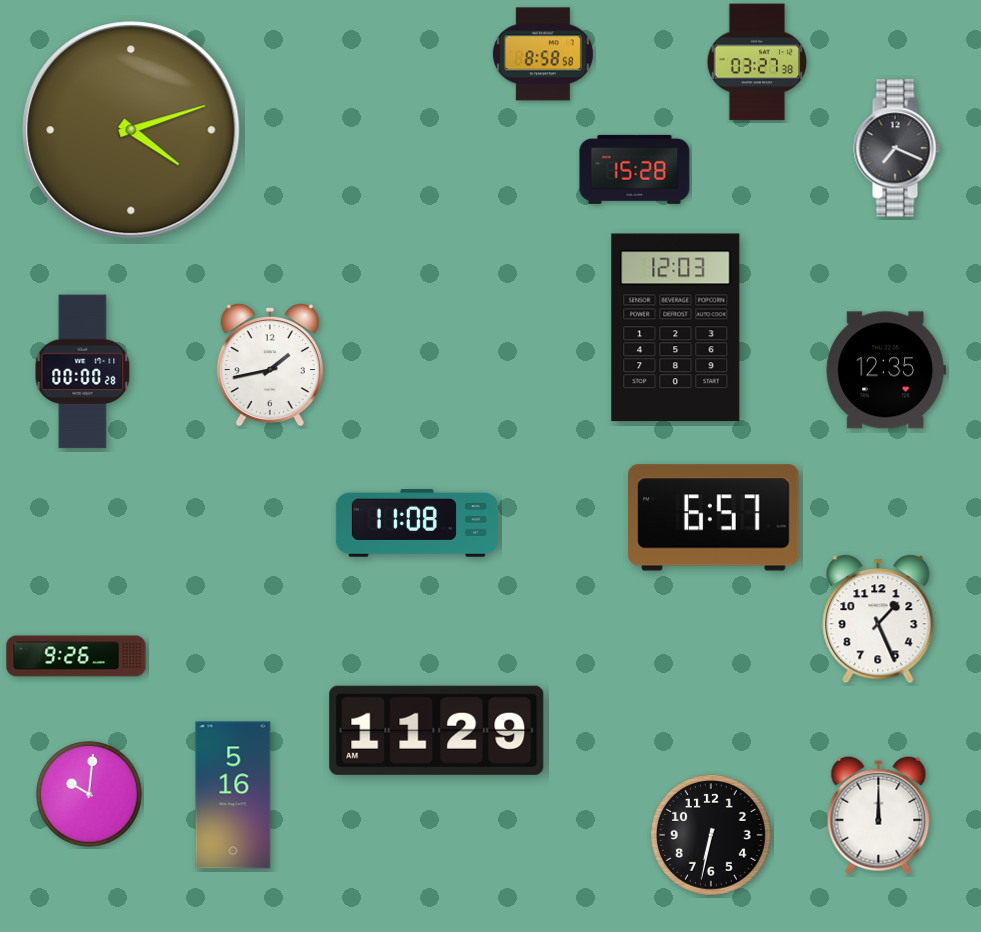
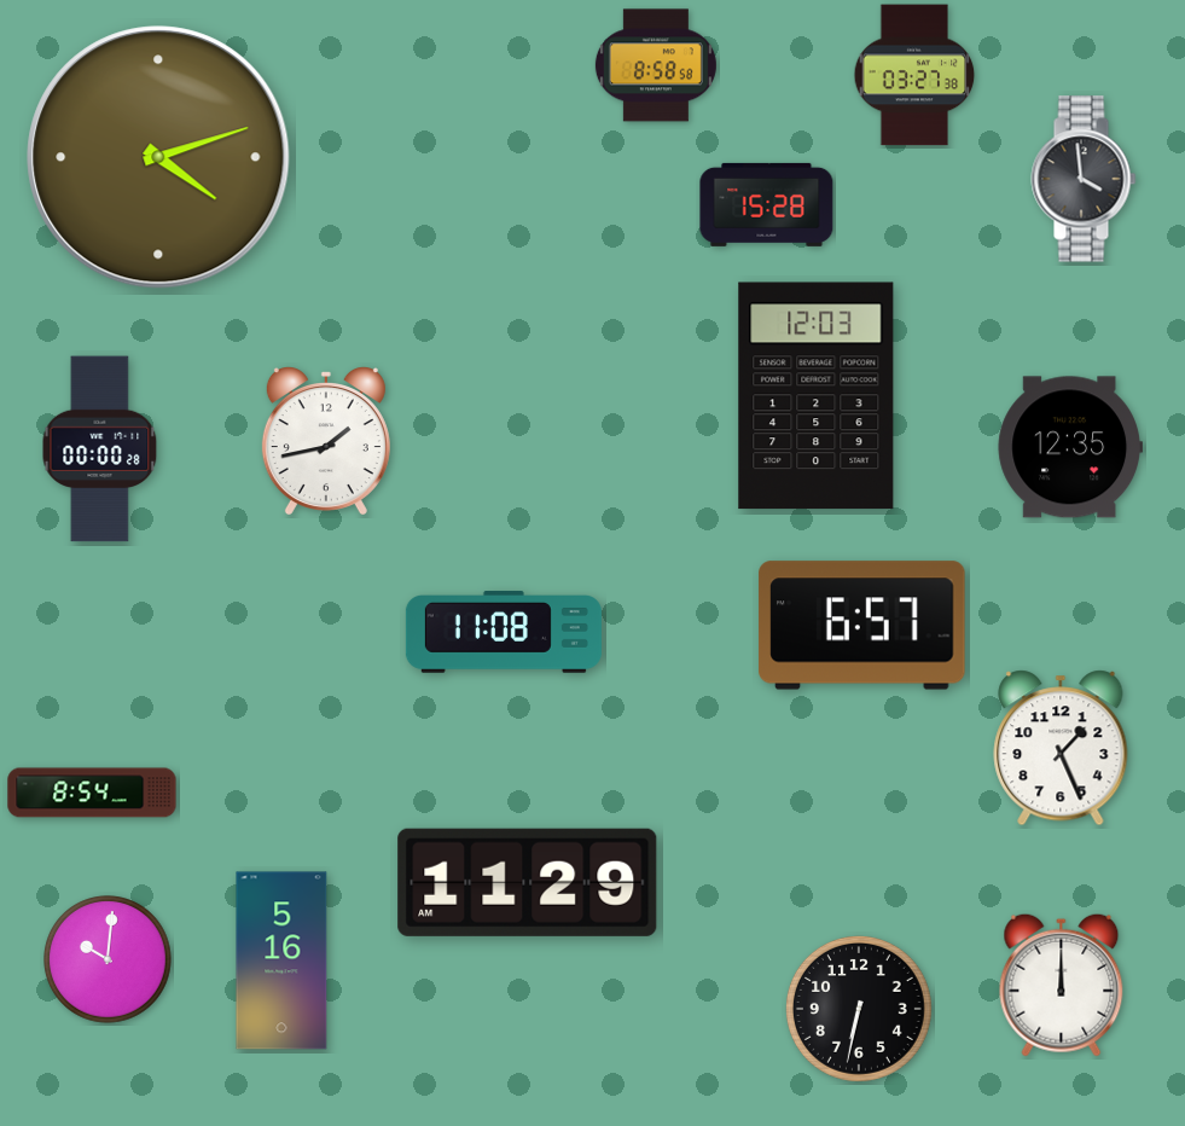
clock at (897, 148): 7:19 -> 3:59
clock at (76, 656): 9:26 -> 8:54
